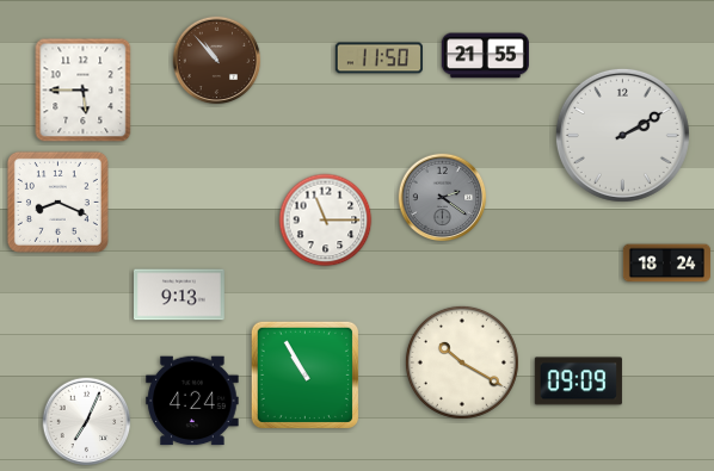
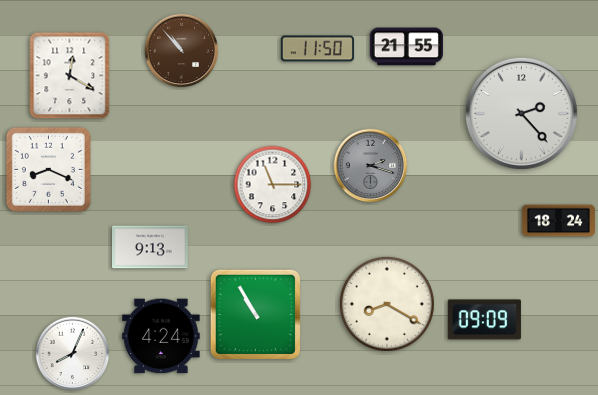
clock at (84, 91): 5:45 -> 12:20
clock at (622, 135): 2:10 -> 2:23
clock at (443, 198): 2:21 -> 2:18
clock at (462, 362): 10:20 -> 8:20
clock at (87, 422): 7:04 -> 8:04
